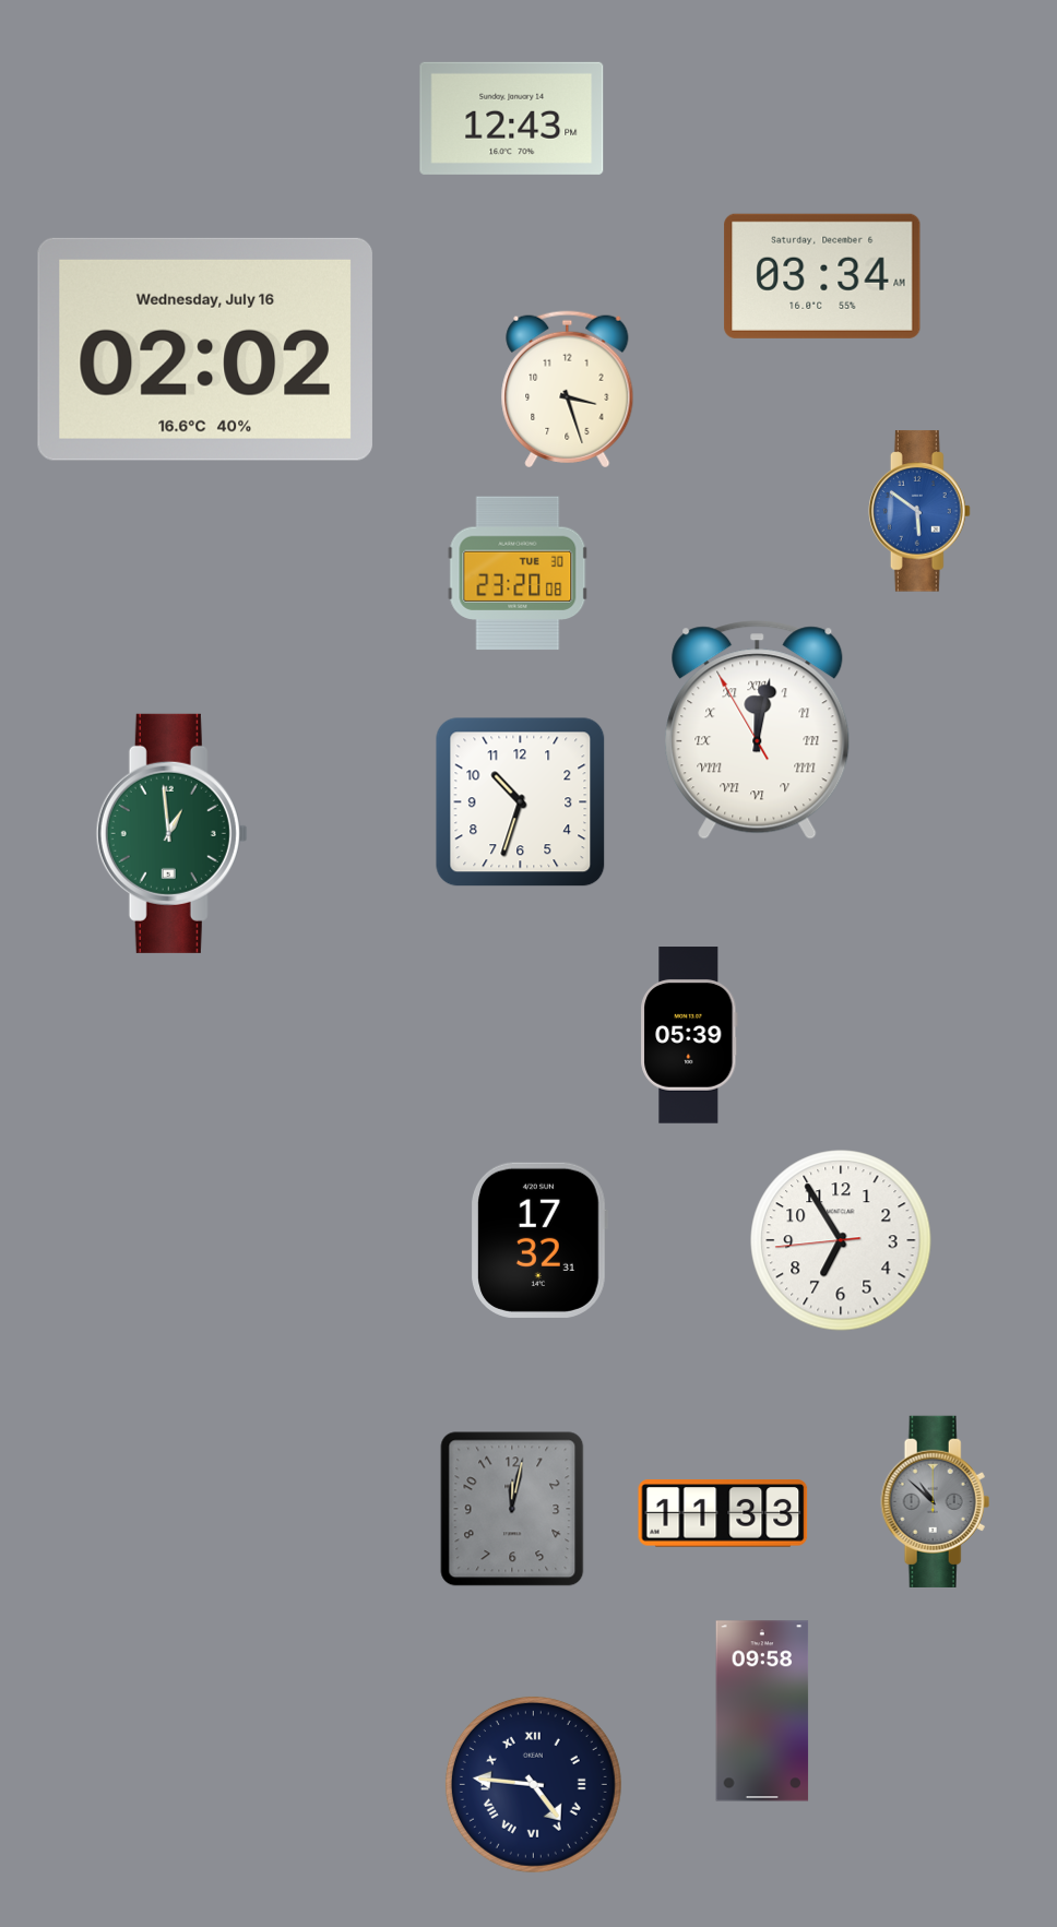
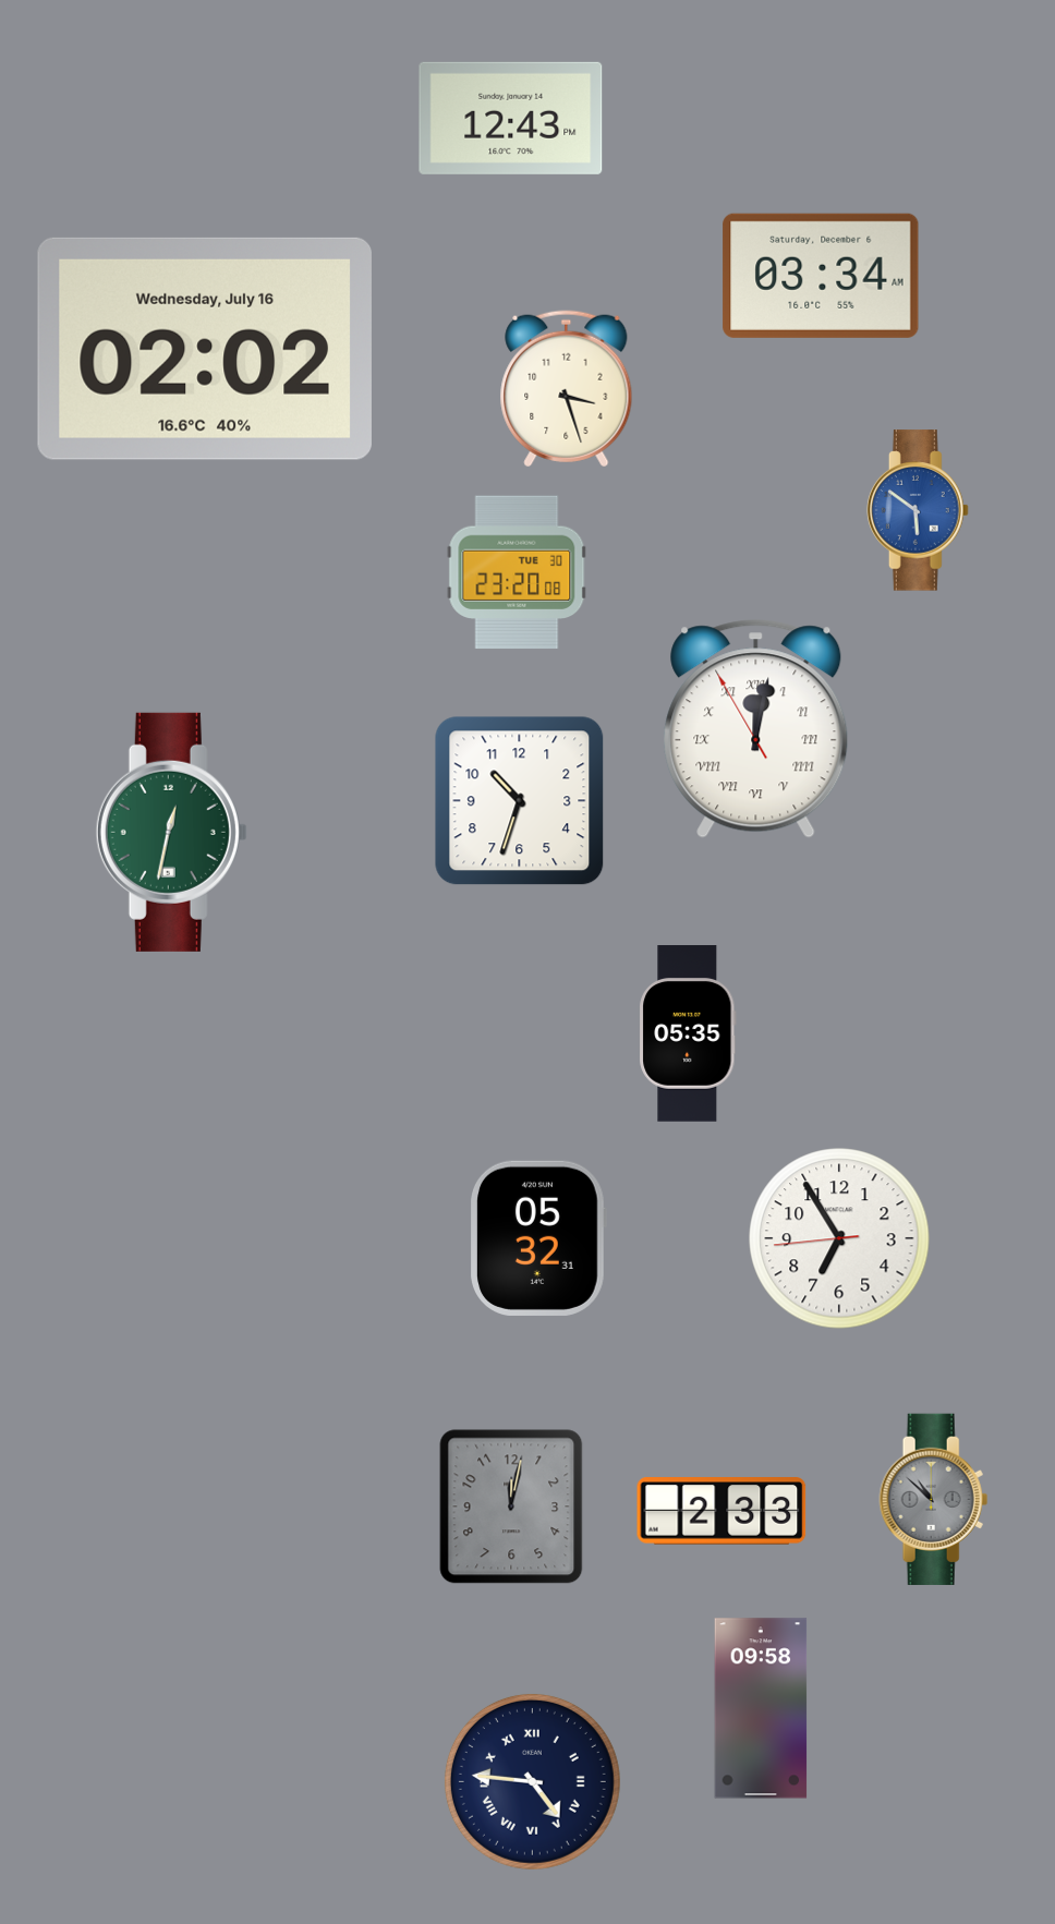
clock at (171, 833): 12:59 -> 12:32
clock at (689, 1035): 05:39 -> 05:35
clock at (539, 1240): 17:32 -> 05:32
clock at (723, 1513): 11:33 -> 2:33
